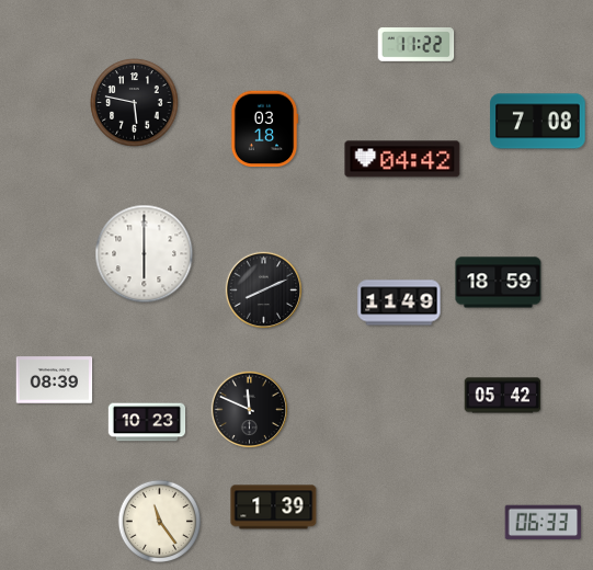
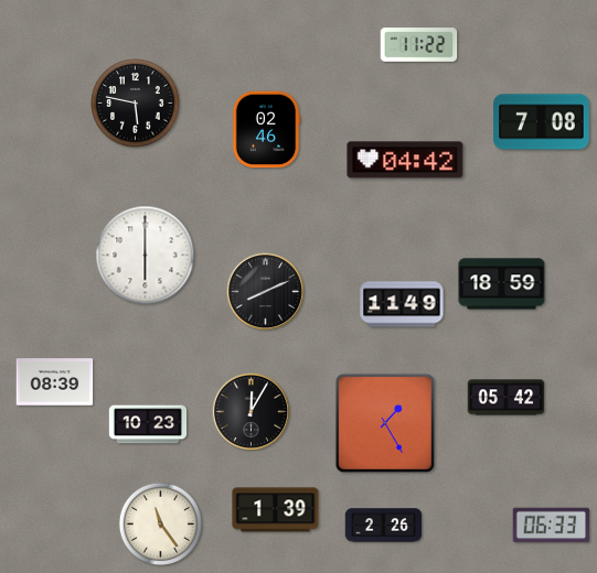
clock at (264, 129): 03:18 -> 02:46
clock at (250, 410): 11:49 -> 12:05
clock at (385, 423): none -> 1:25
clock at (384, 526): none -> 2:26
clock at (544, 523) position: (544, 523) -> (552, 526)
